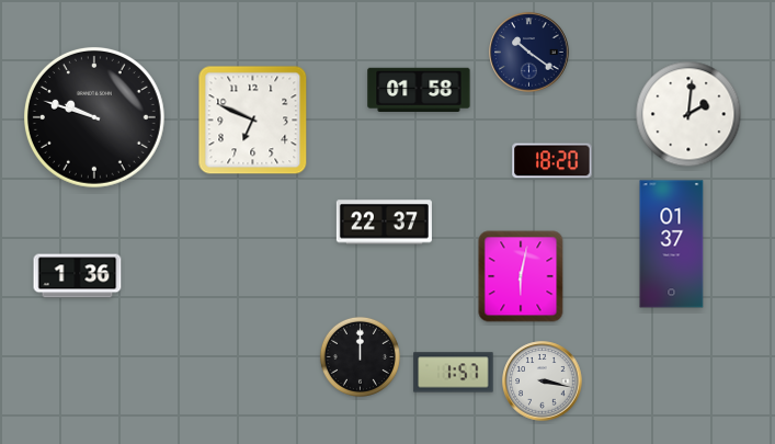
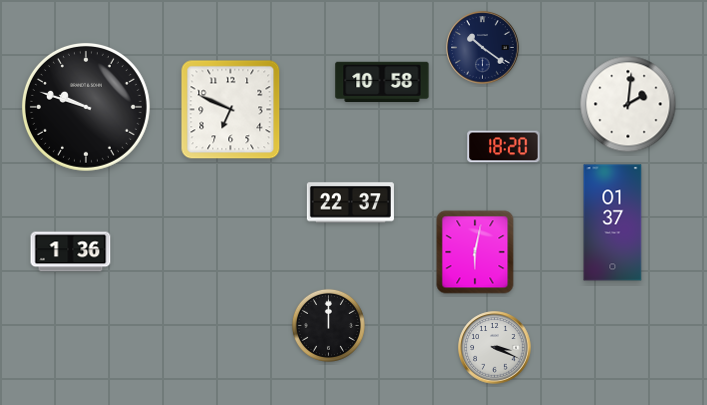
clock at (419, 90): 01:58 -> 10:58
clock at (454, 373): 1:57 -> none
clock at (543, 382): 3:17 -> 3:19
